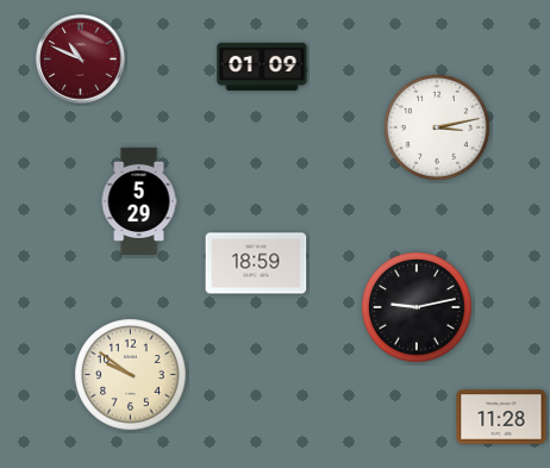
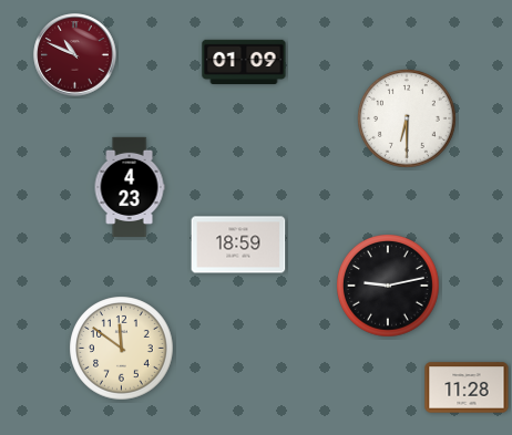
clock at (438, 129): 3:13 -> 6:30
clock at (139, 200): 5:29 -> 4:23
clock at (131, 375): 9:51 -> 11:51
